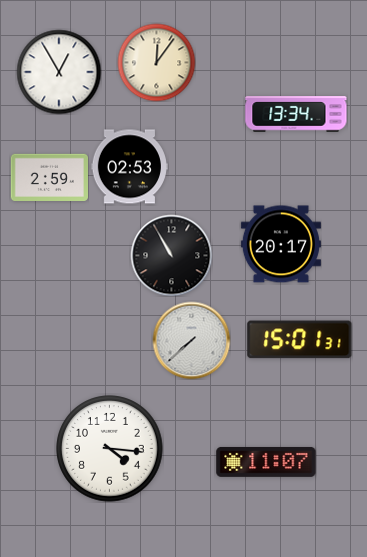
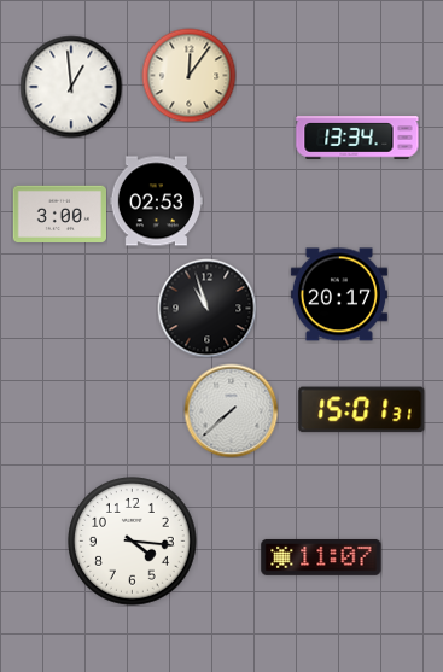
clock at (59, 72): 12:55 -> 12:59
clock at (49, 177): 2:59 -> 3:00
clock at (171, 255): 10:55 -> 10:57
